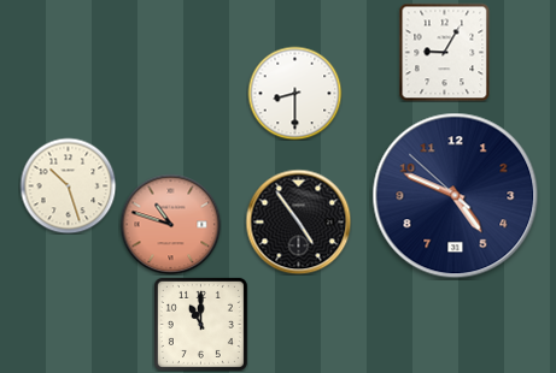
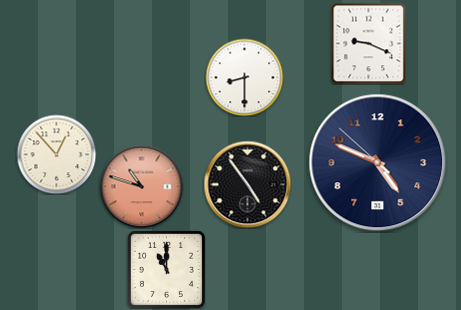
clock at (445, 52): 9:05 -> 9:19
clock at (68, 185): 10:27 -> 12:53
